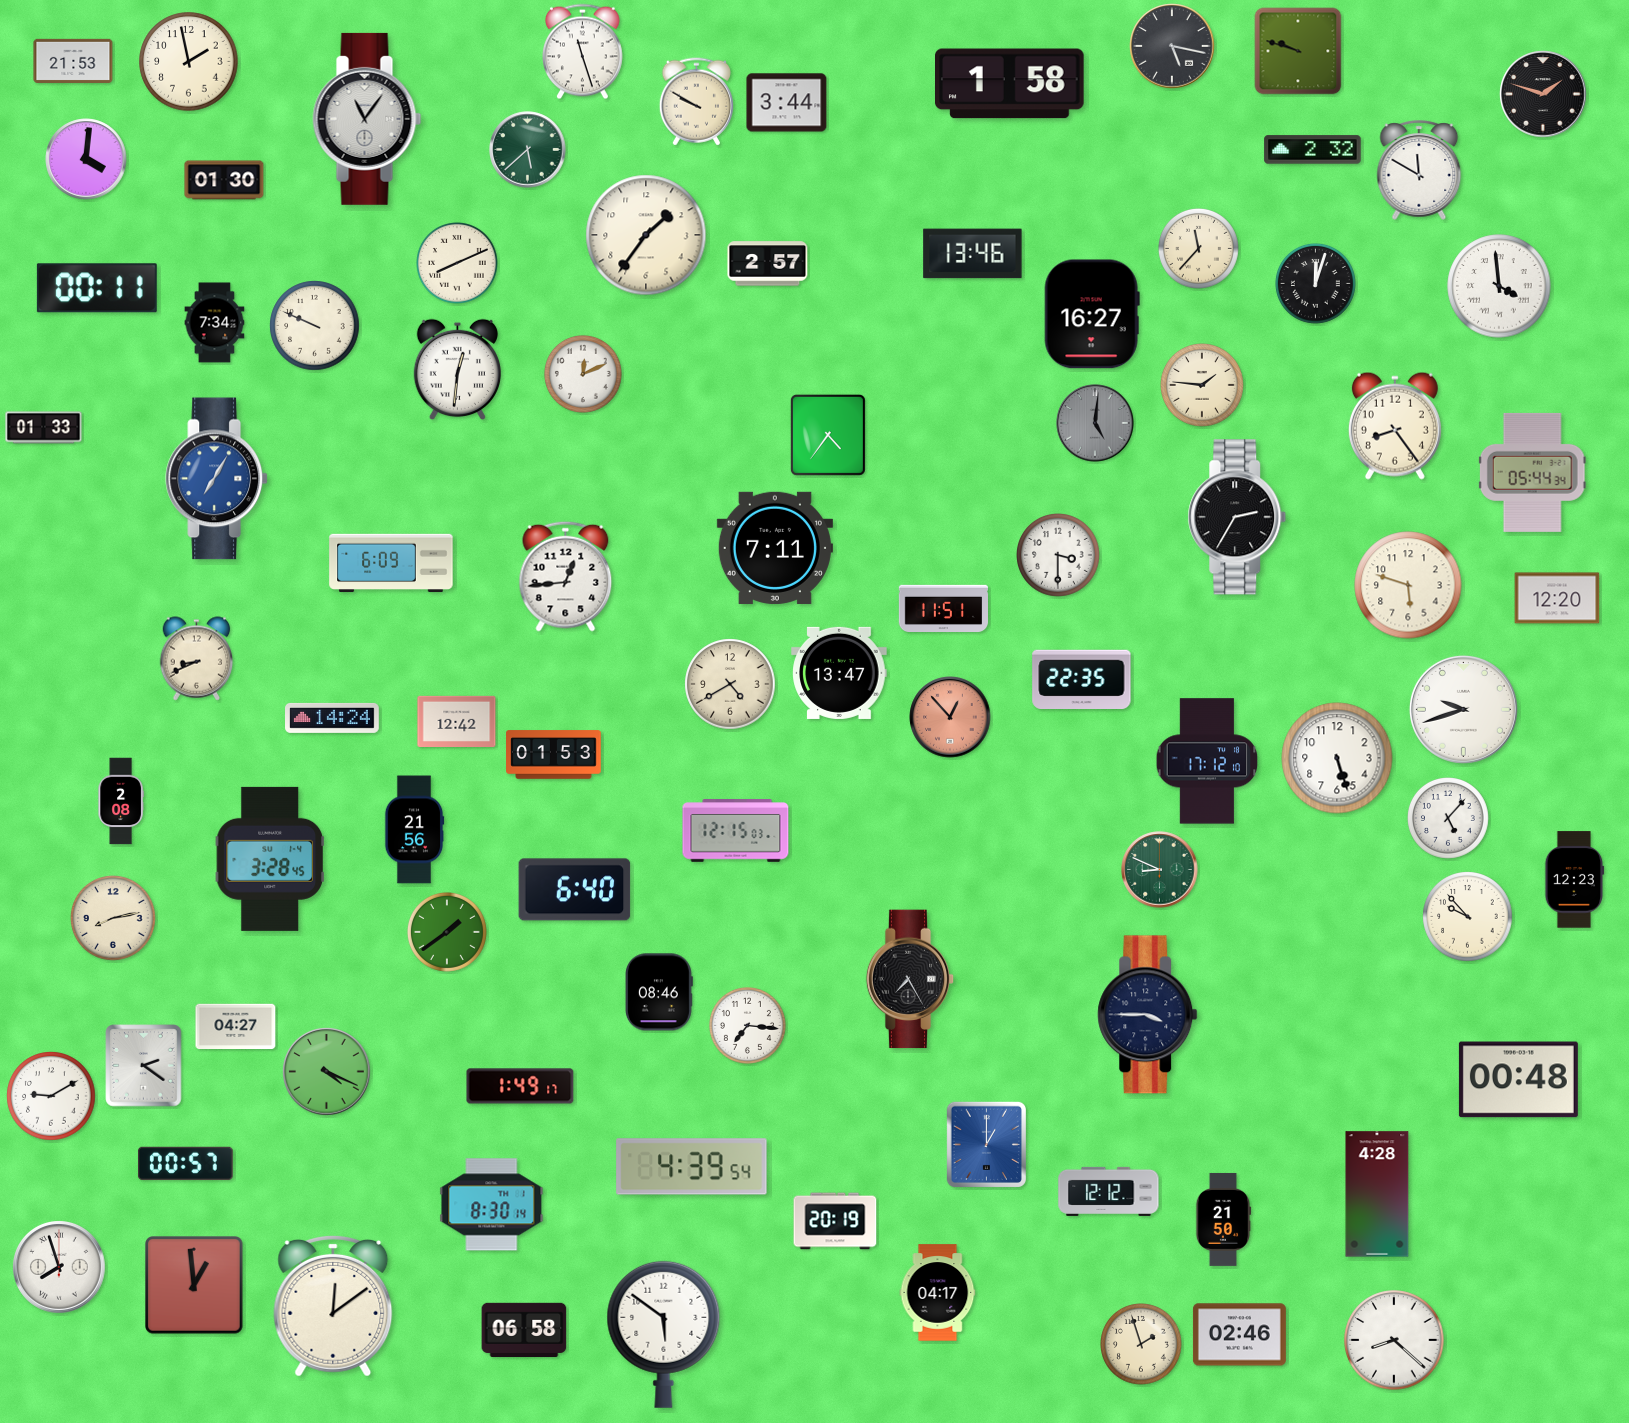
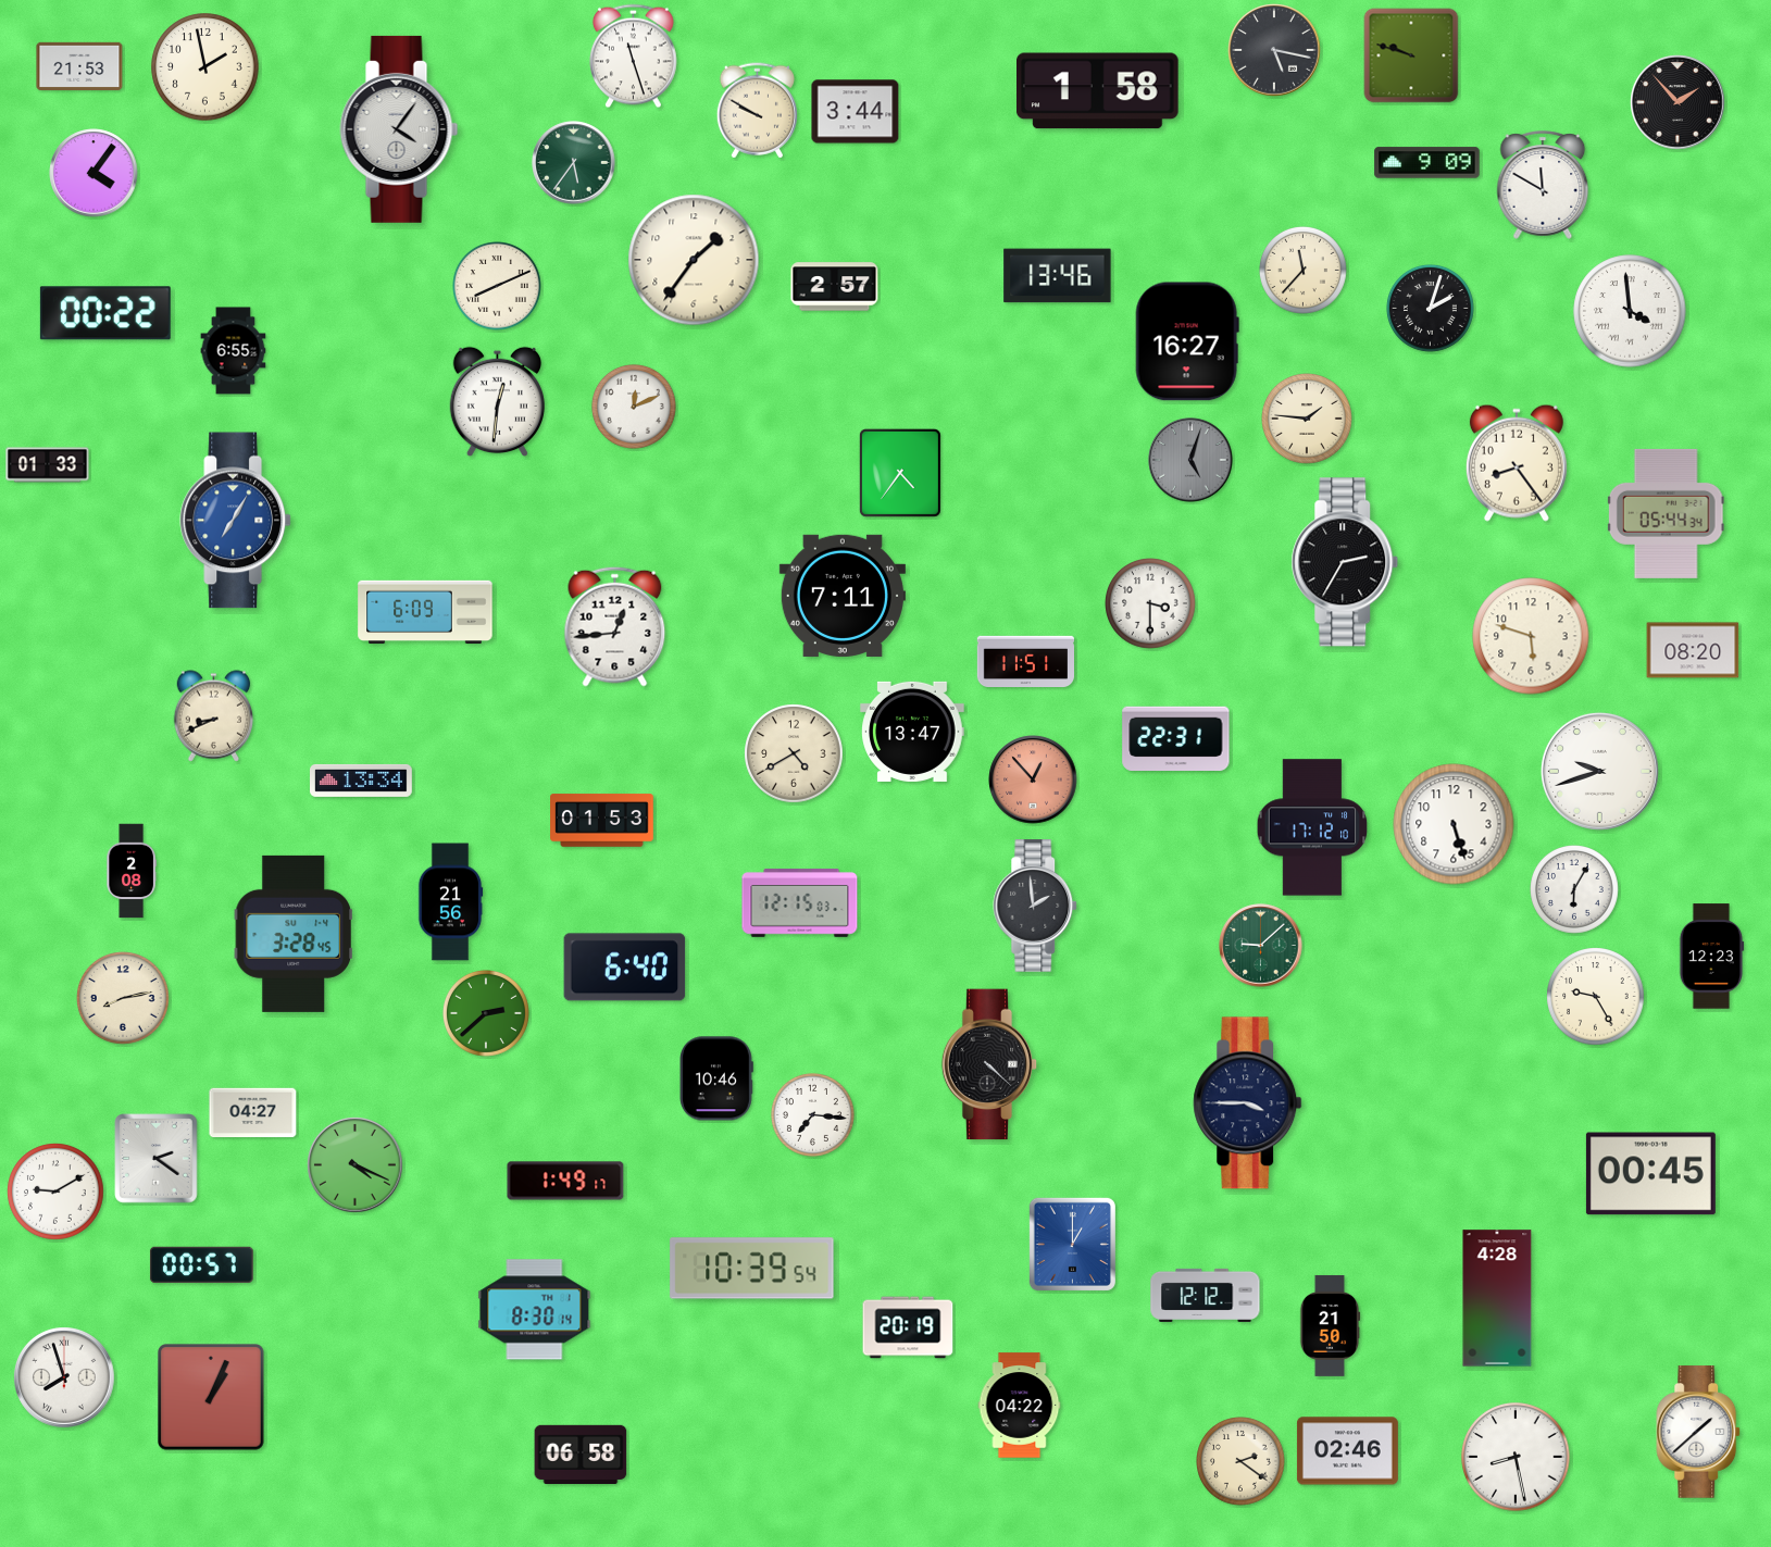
clock at (1543, 94): 1:48 -> 1:53
clock at (367, 119): 11:06 -> 4:06
clock at (528, 150): 5:38 -> 5:36
clock at (1313, 150): 2:32 -> 9:09
clock at (86, 159): 4:01 -> 4:06
clock at (224, 180): 01:30 -> none
clock at (646, 235) position: (646, 235) -> (694, 260)
clock at (1316, 284): 12:03 -> 2:03
clock at (97, 288): 00:11 -> 00:22
clock at (215, 323): 7:34 -> 6:55
clock at (315, 326): 9:49 -> none
clock at (1095, 423): 5:01 -> 5:03
clock at (1557, 598): 12:20 -> 08:20
clock at (1082, 679): 22:35 -> 22:31
clock at (730, 684) position: (730, 684) -> (794, 753)
clock at (1463, 709) position: (1463, 709) -> (1599, 771)
clock at (333, 718): 14:24 -> 13:34
clock at (457, 721): 12:42 -> none
clock at (1449, 819): 5:07 -> 6:05
clock at (1036, 906): none -> 1:59
clock at (1160, 870): 8:49 -> 9:08
clock at (1468, 917): 9:53 -> 9:25
clock at (447, 932): 1:39 -> 2:38
clock at (910, 979): 7:25 -> 4:22
clock at (659, 992): 08:46 -> 10:46
clock at (236, 1027) position: (236, 1027) -> (253, 1113)
clock at (1518, 1080): 00:48 -> 00:45
clock at (692, 1167): 4:39 -> 10:39
clock at (194, 1285): 12:59 -> 1:04
clock at (938, 1293): 04:17 -> 04:22
clock at (333, 1306): 12:09 -> none
clock at (1699, 1432): none -> 1:38
clock at (524, 1329) position: (524, 1329) -> (581, 1454)
clock at (664, 1334): 5:51 -> none
clock at (1394, 1340): 8:22 -> 8:28
clock at (1142, 1345): 1:57 -> 2:21
